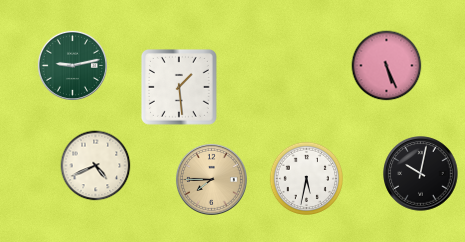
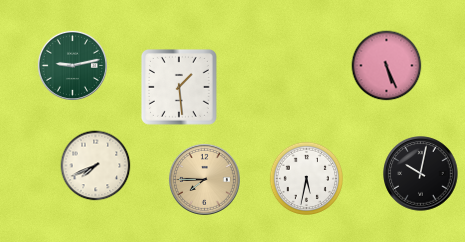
clock at (96, 166): 4:41 -> 7:41
clock at (211, 179) position: (211, 179) -> (204, 179)
